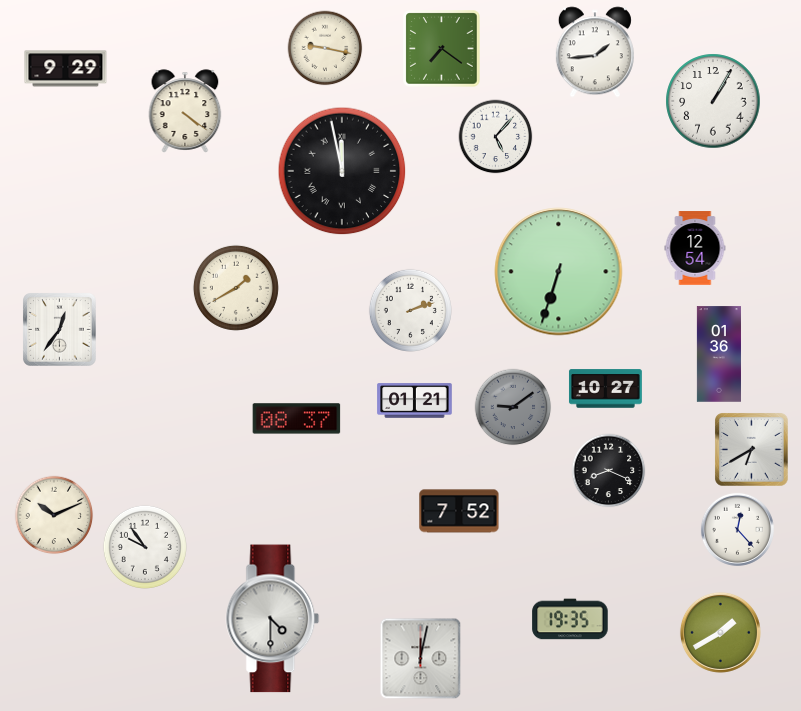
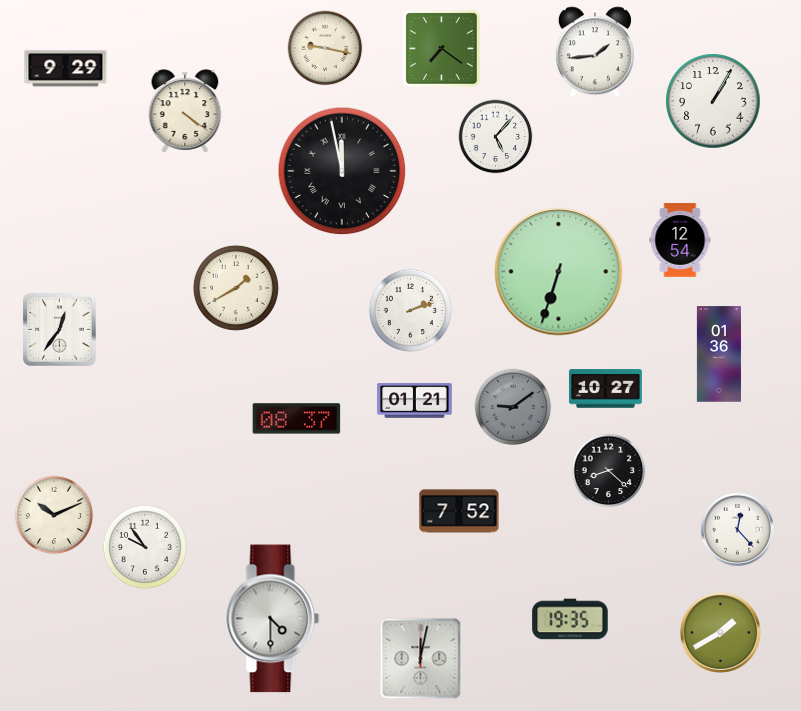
clock at (695, 248) position: (695, 248) -> (680, 240)
clock at (752, 450): 6:40 -> none
clock at (609, 471): 8:19 -> 8:22
